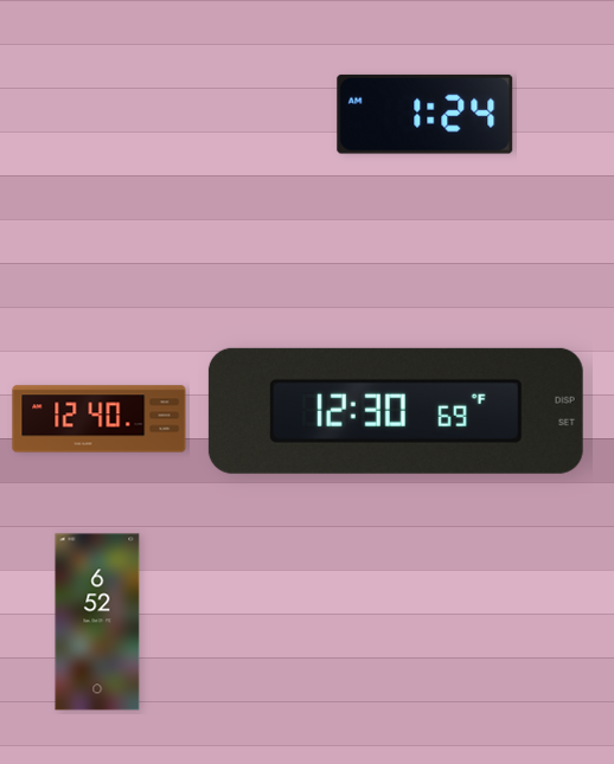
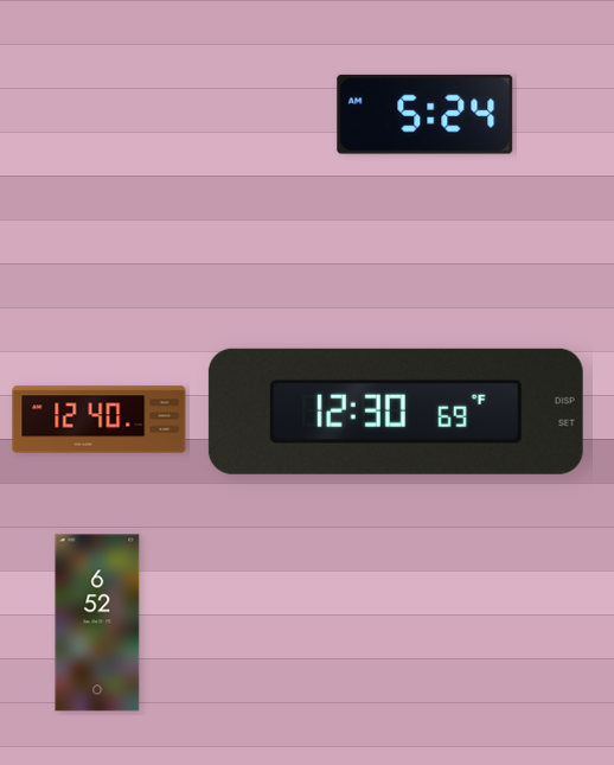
clock at (426, 114): 1:24 -> 5:24
